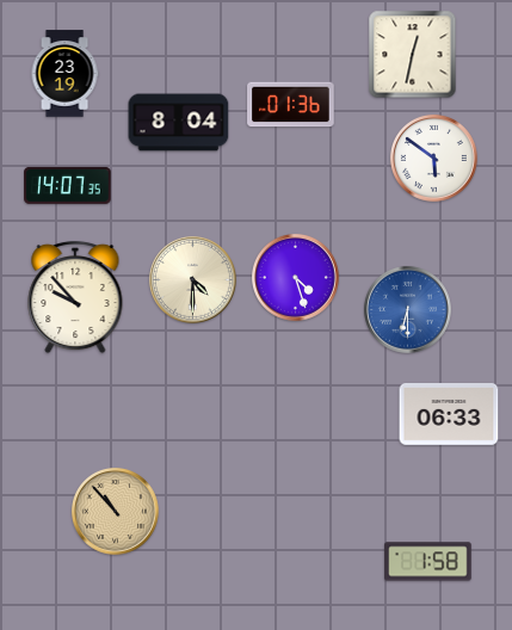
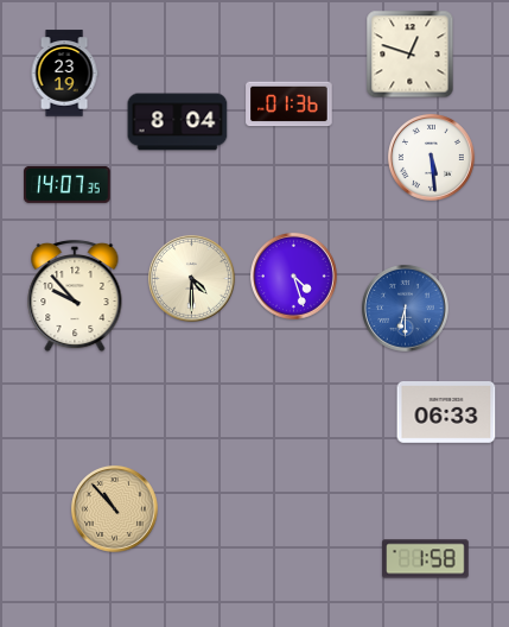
clock at (413, 55): 12:32 -> 12:48
clock at (433, 157): 5:51 -> 5:29
